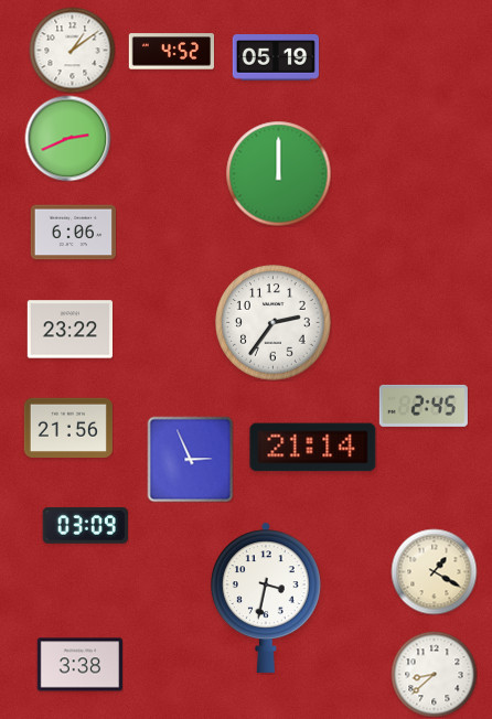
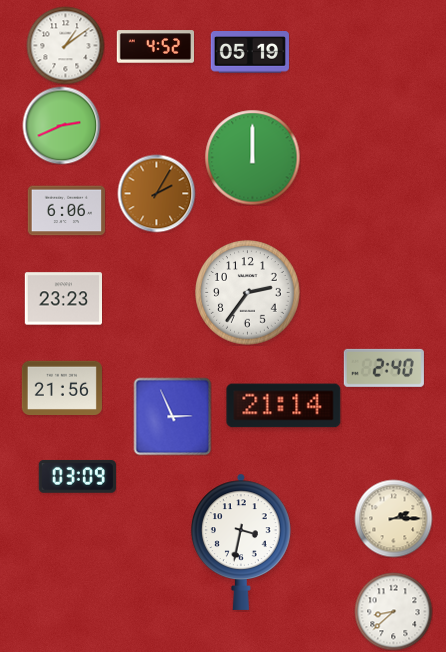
clock at (156, 193): none -> 2:05
clock at (69, 330): 23:22 -> 23:23
clock at (424, 406): 2:45 -> 2:40
clock at (434, 571): 1:20 -> 2:15
clock at (79, 665): 3:38 -> none
